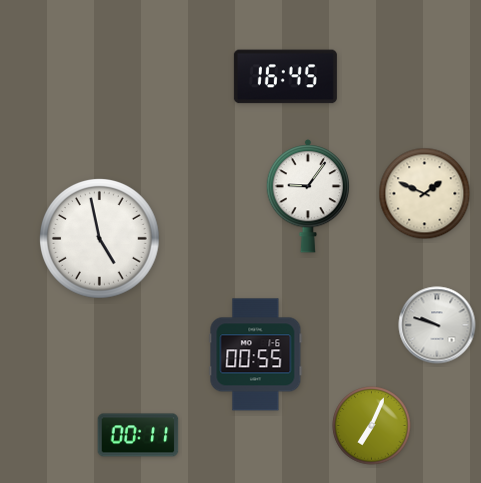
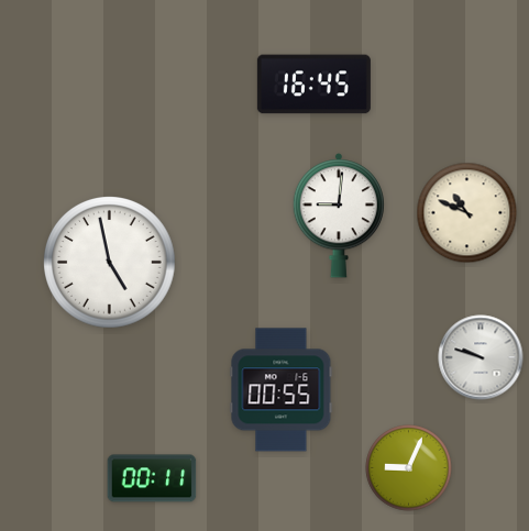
clock at (425, 194): 1:49 -> 10:49
clock at (307, 196): 9:06 -> 9:01
clock at (372, 426): 7:04 -> 9:04
